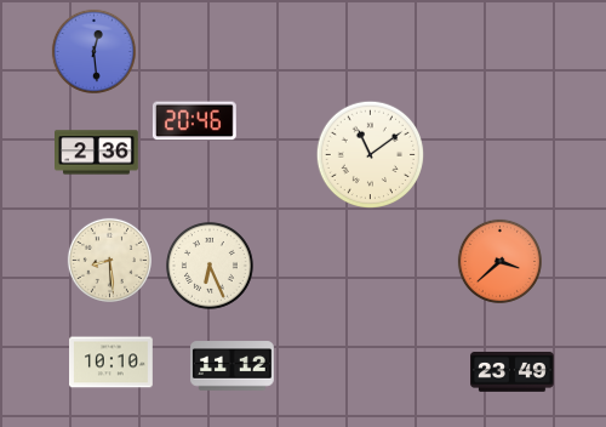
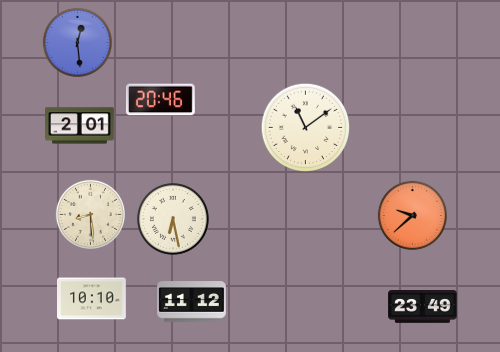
clock at (97, 153): 2:36 -> 2:01
clock at (499, 261): 3:38 -> 9:38
clock at (211, 267): 6:26 -> 6:28
